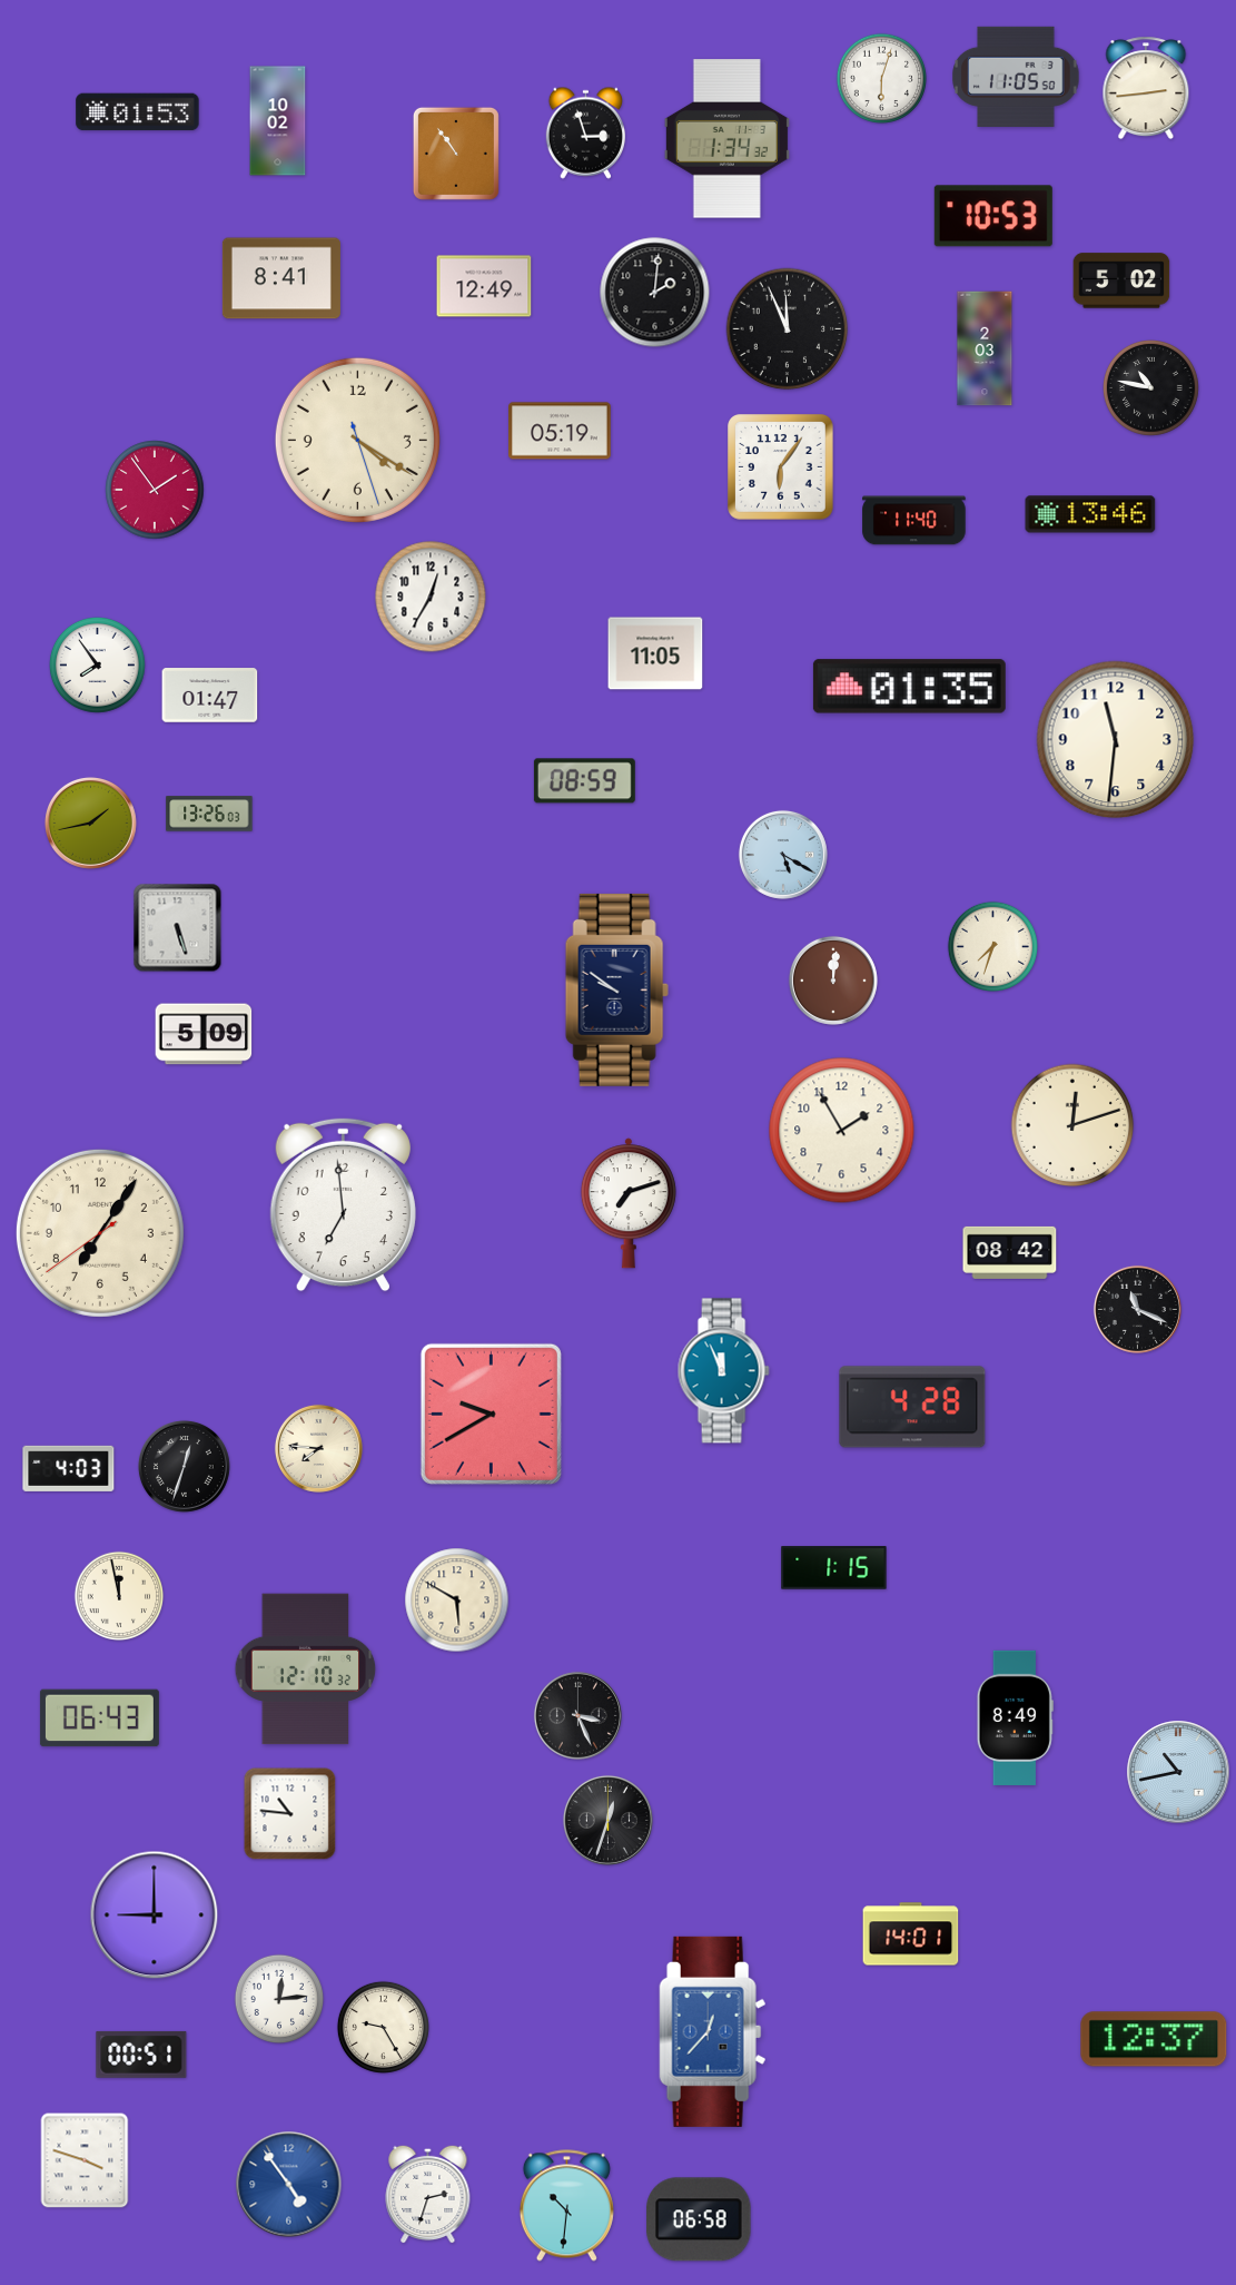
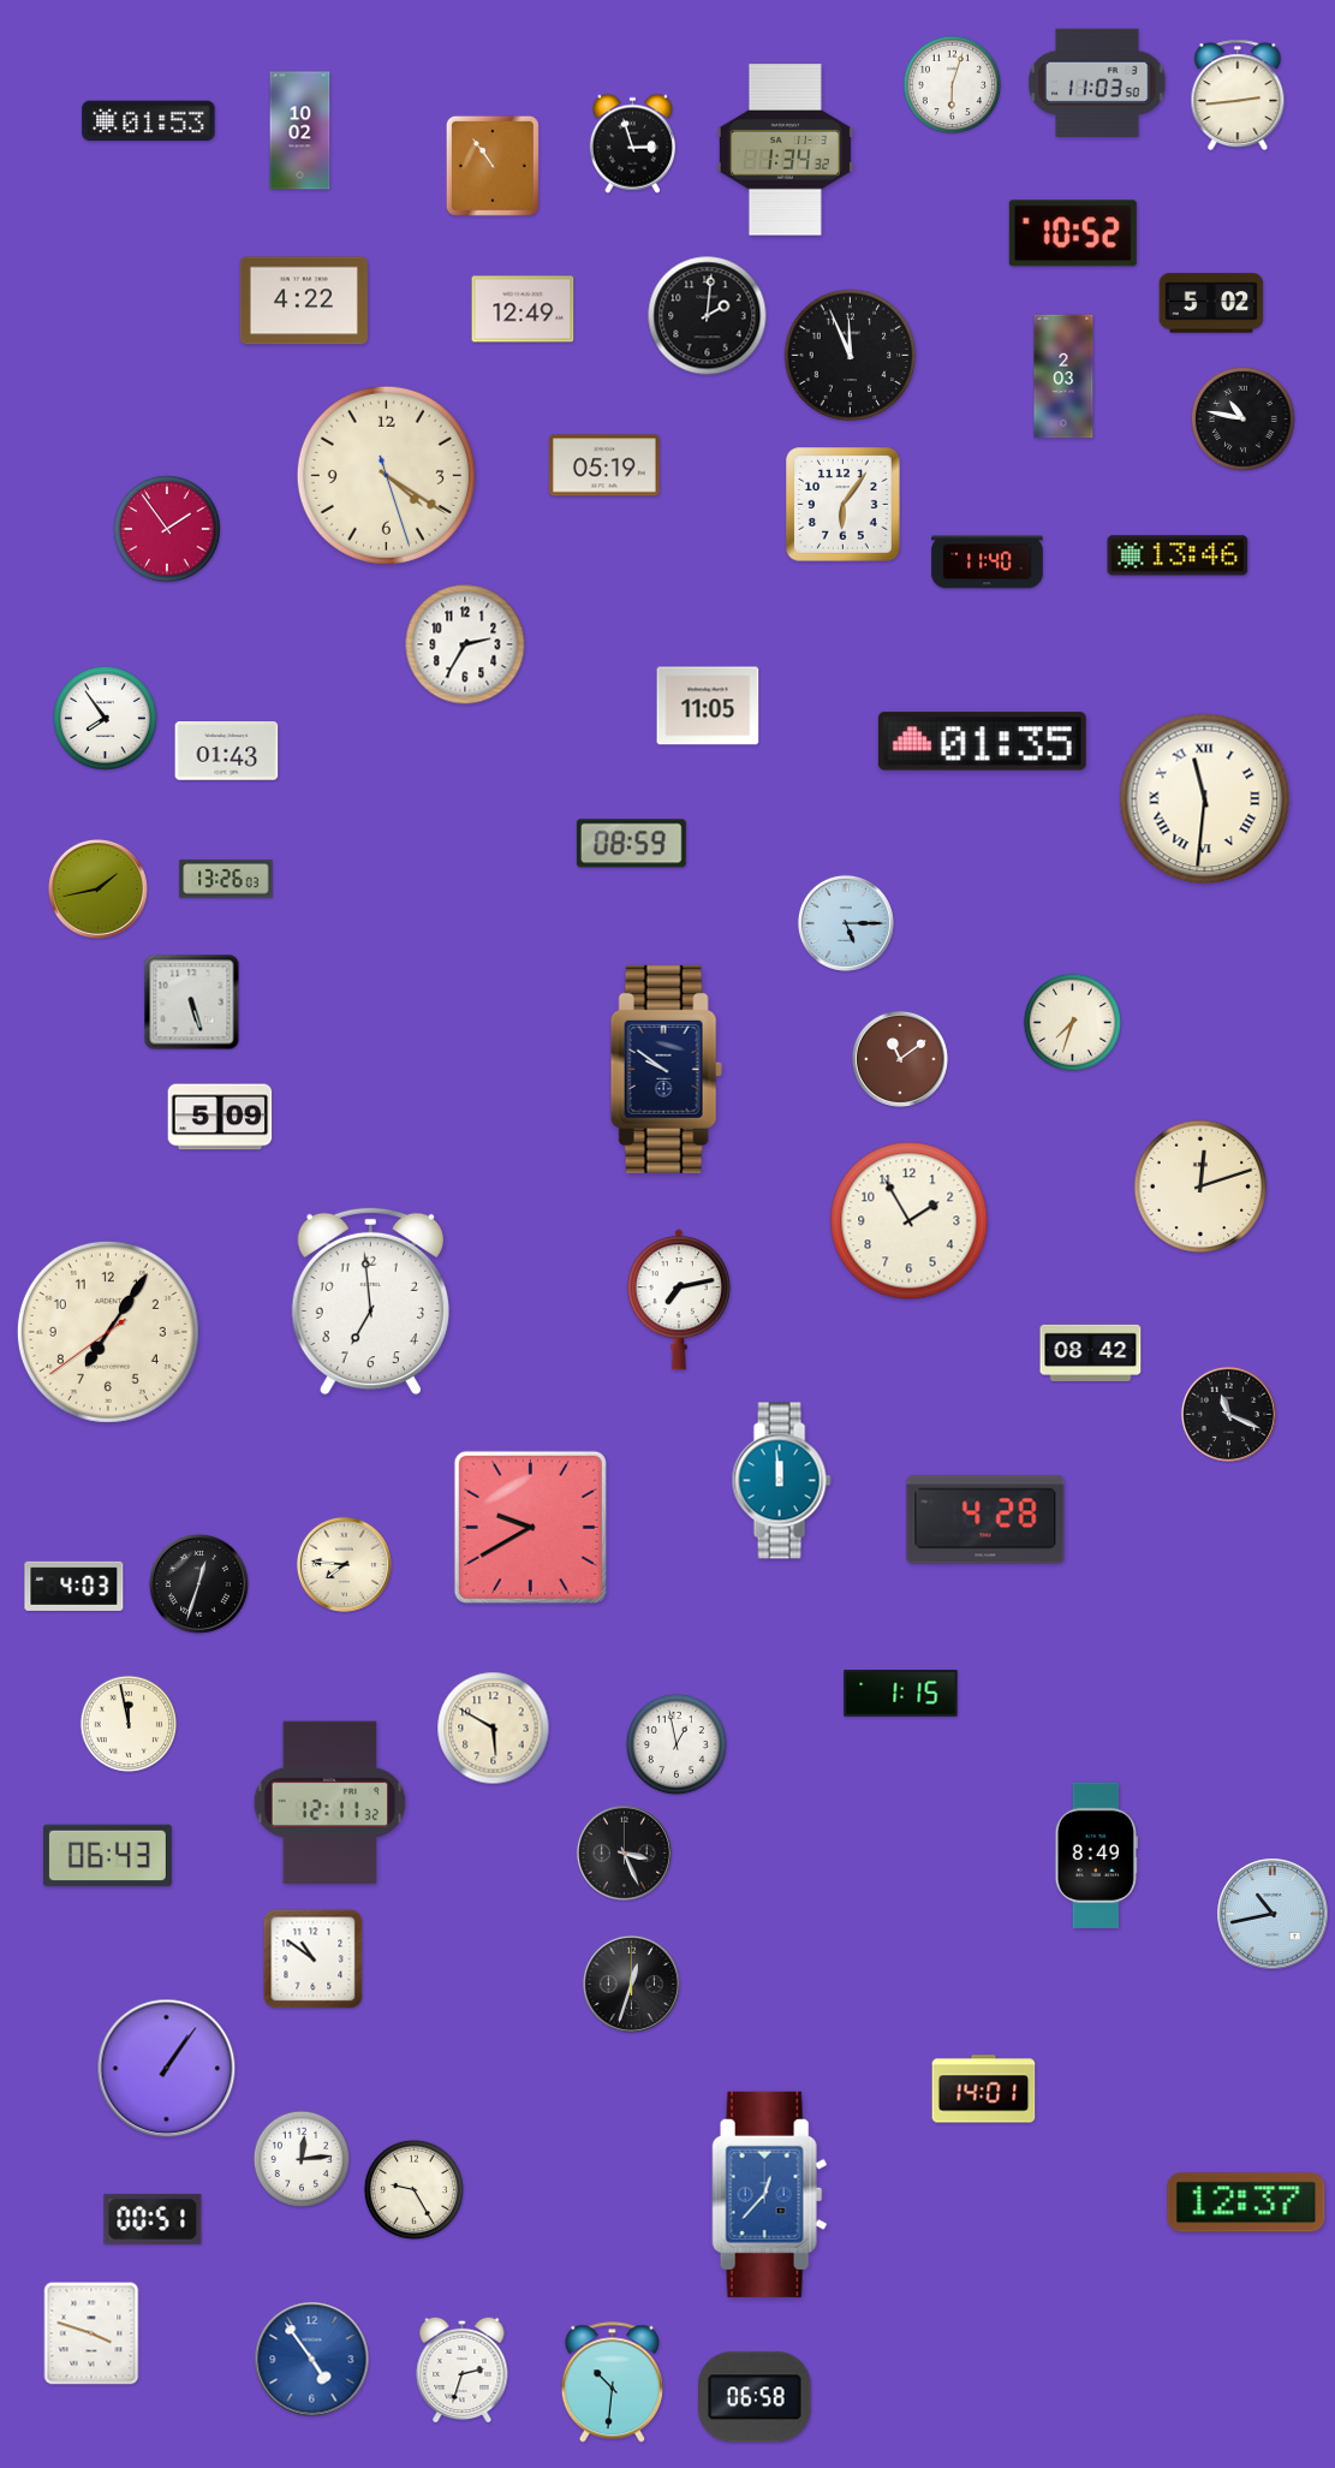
clock at (1016, 77): 11:05 -> 11:03
clock at (993, 216): 10:53 -> 10:52
clock at (281, 278): 8:41 -> 4:22
clock at (431, 597): 12:35 -> 2:35
clock at (210, 696): 01:47 -> 01:43
clock at (1116, 740) numerals: Arabic -> Roman
clock at (783, 855): 5:20 -> 5:15
clock at (833, 981): 12:01 -> 11:09
clock at (1072, 1125) position: (1072, 1125) -> (1200, 1187)
clock at (629, 1203): 7:12 -> 7:13
clock at (723, 1371): 11:56 -> 11:59
clock at (677, 1744): none -> 12:58
clock at (306, 1670): 12:10 -> 12:11
clock at (290, 1814): 10:46 -> 10:51
clock at (607, 1820) position: (607, 1820) -> (631, 1984)
clock at (155, 1915): 9:00 -> 1:06
